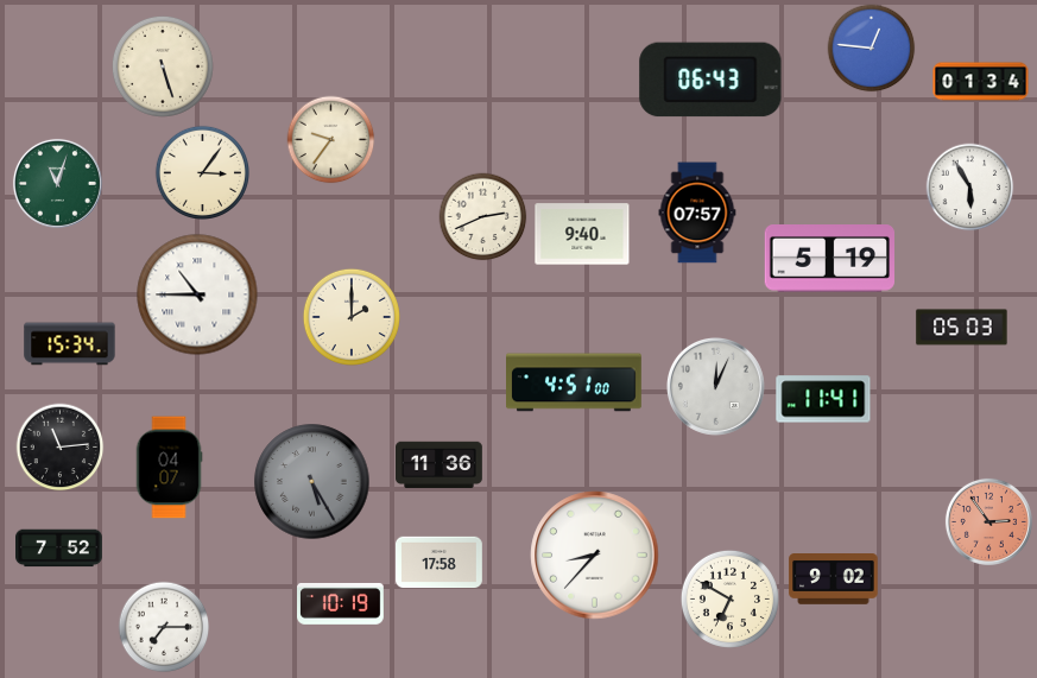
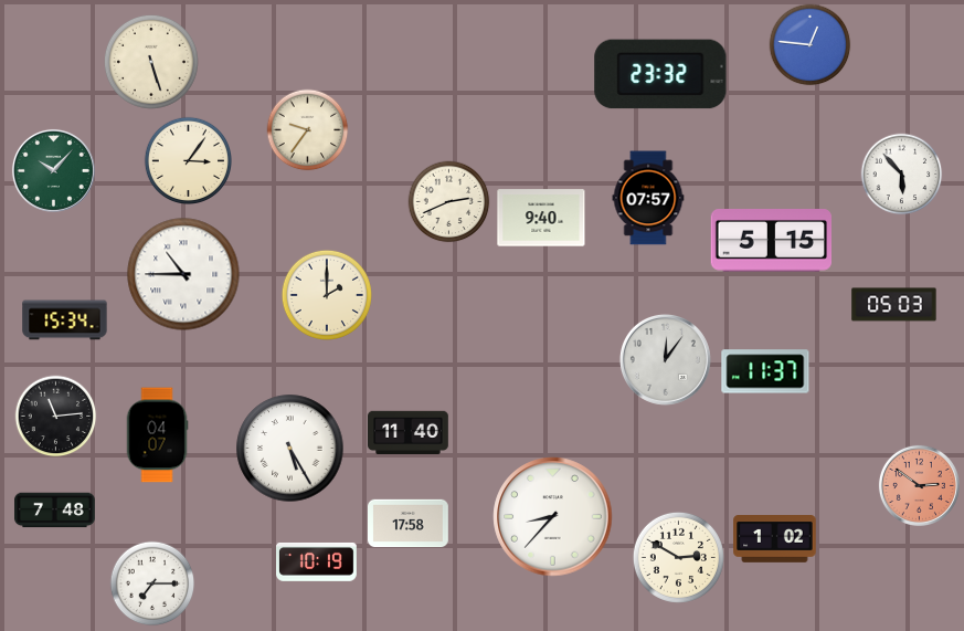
clock at (710, 80): 06:43 -> 23:32
clock at (981, 82): 01:34 -> none
clock at (57, 183): 11:03 -> 10:07
clock at (970, 188): 5:55 -> 5:53
clock at (829, 259): 5:19 -> 5:15
clock at (575, 382): 4:51 -> none
clock at (715, 386): 12:04 -> 12:06
clock at (823, 399): 11:41 -> 11:37
clock at (440, 465): 11:36 -> 11:40
clock at (312, 482) dial: grey -> white
clock at (988, 521): 2:54 -> 2:51
clock at (59, 549): 7:52 -> 7:48
clock at (834, 579): 9:02 -> 1:02
clock at (729, 598): 6:50 -> 2:50
